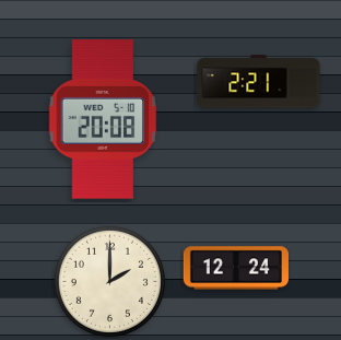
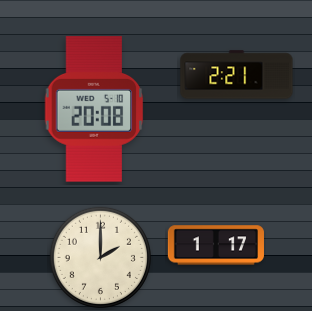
clock at (236, 268): 12:24 -> 1:17
